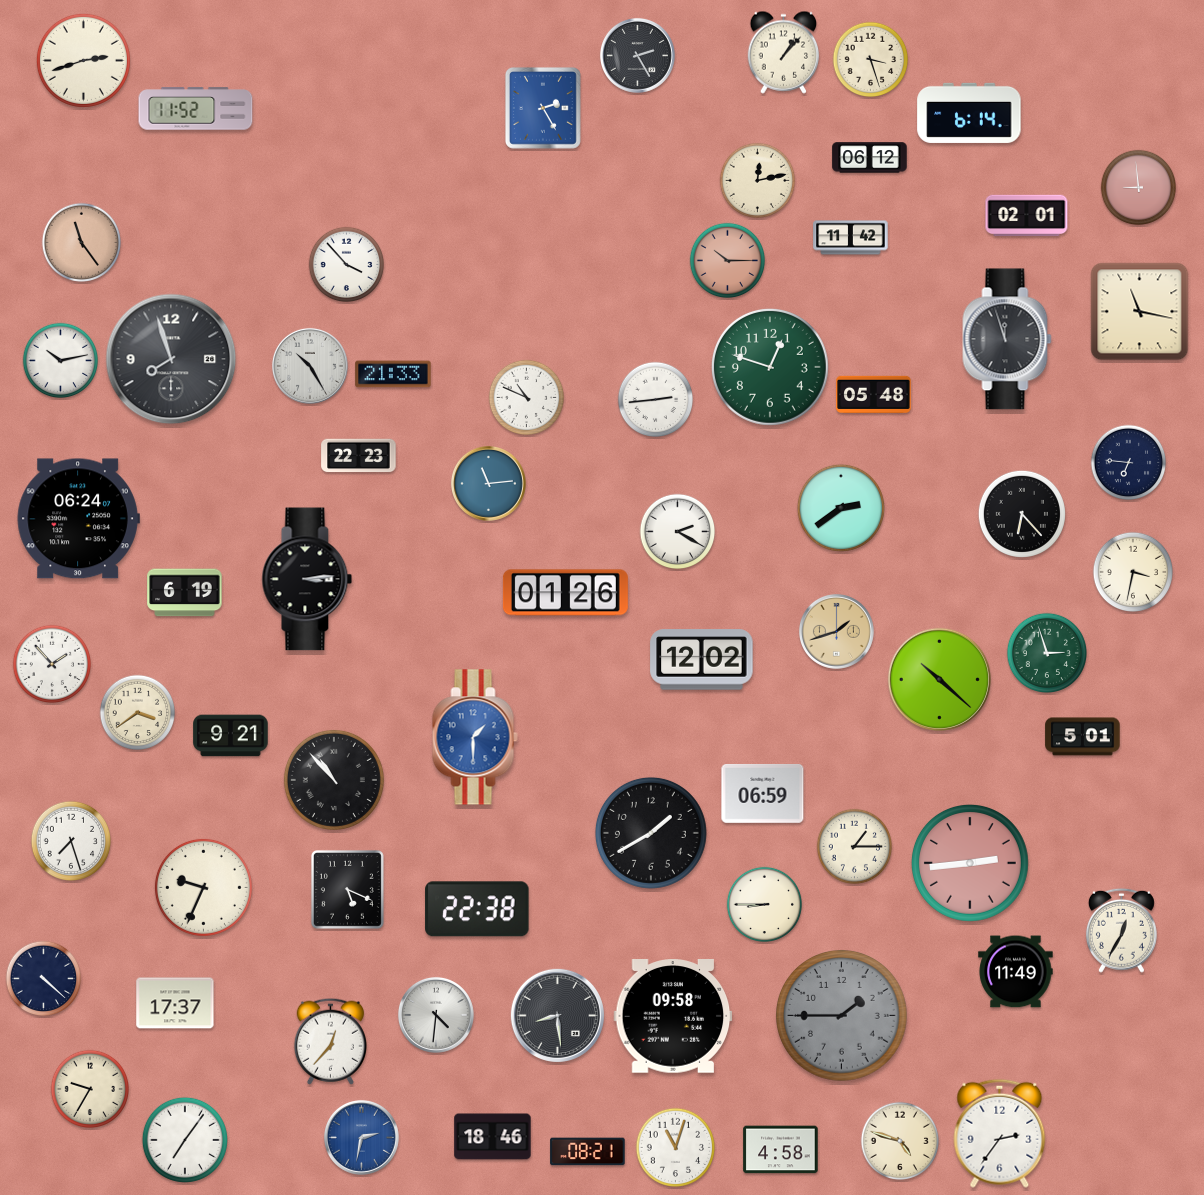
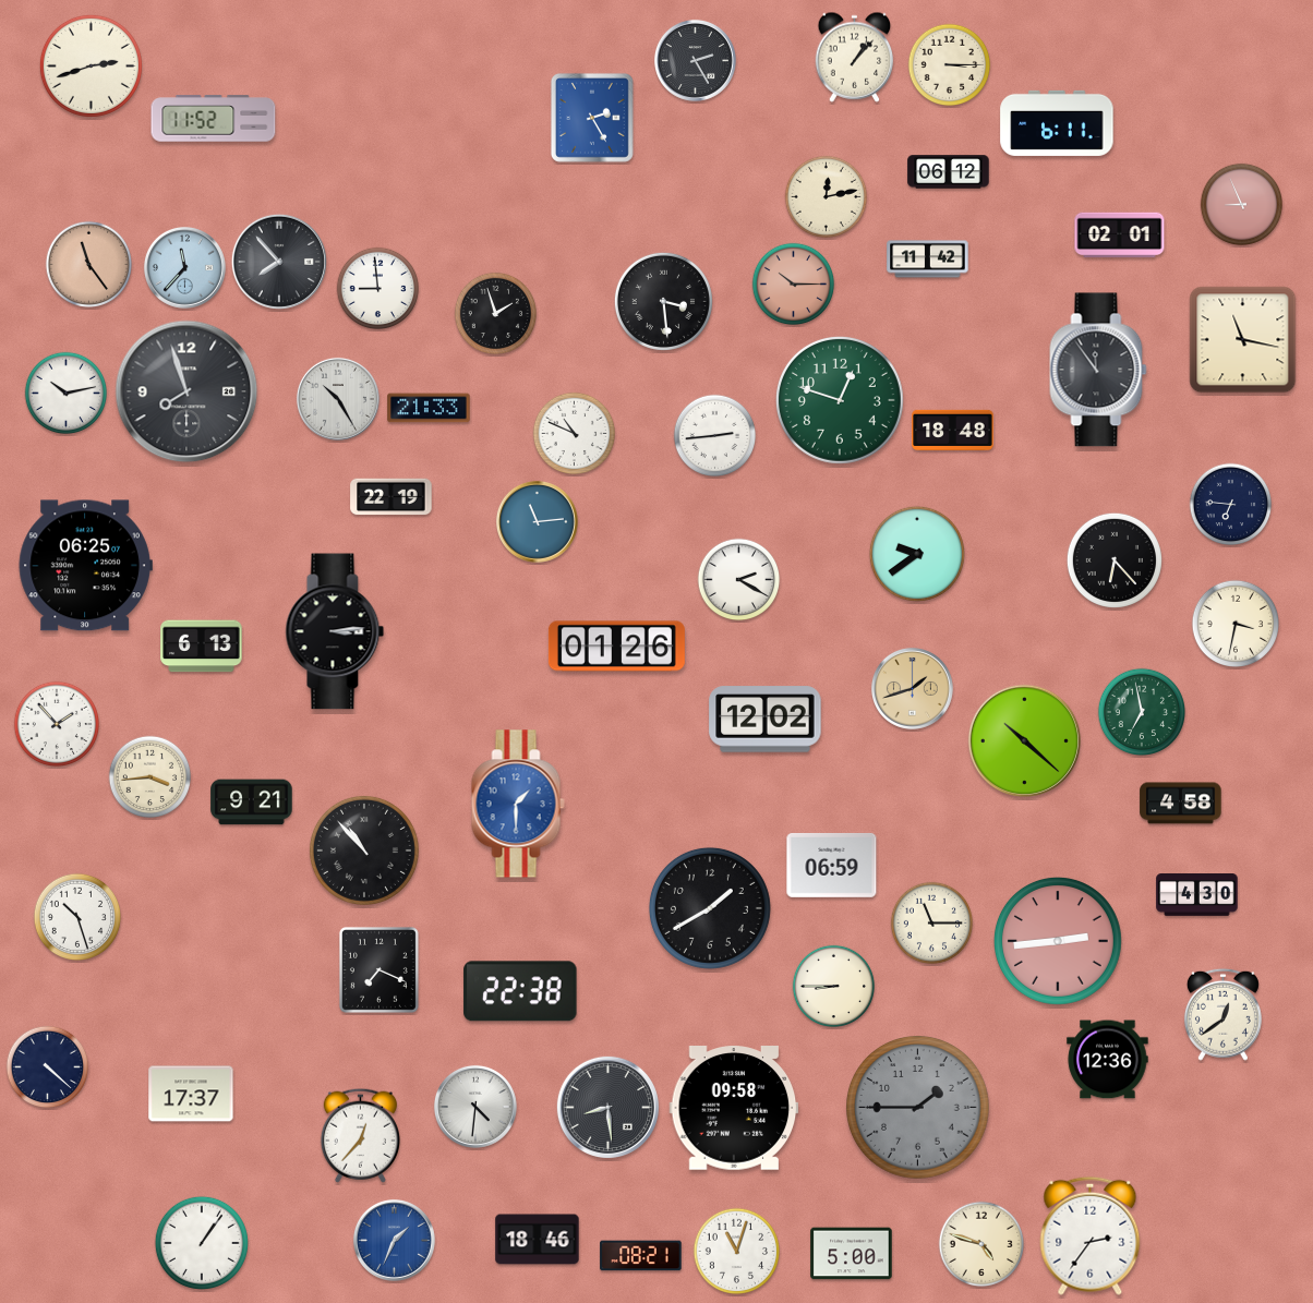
clock at (871, 60): 3:27 -> 3:15
clock at (969, 113): 6:14 -> 6:11
clock at (1139, 188): 8:59 -> 8:56
clock at (279, 262): none -> 7:53
clock at (184, 267): none -> 11:37
clock at (347, 265): 3:53 -> 8:59
clock at (663, 301): none -> 3:29
clock at (496, 314): none -> 1:57
clock at (1007, 339): 11:57 -> 11:54
clock at (874, 394): 05:48 -> 18:48
clock at (359, 456): 22:23 -> 22:19
clock at (488, 483) position: (488, 483) -> (537, 521)
clock at (841, 508): 2:39 -> 9:39
clock at (78, 519): 06:24 -> 06:25
clock at (185, 593): 6:19 -> 6:13
clock at (1046, 652): 2:57 -> 6:58
clock at (138, 713): 3:39 -> 3:44
clock at (1083, 737): 5:01 -> 4:58
clock at (1197, 895): none -> 4:30
clock at (70, 840): 7:27 -> 10:27
clock at (855, 847): 1:15 -> 11:15
clock at (203, 887): 9:34 -> none
clock at (347, 889): 5:19 -> 7:19
clock at (1121, 930): 12:35 -> 12:39
clock at (1016, 972): 11:49 -> 12:36
clock at (90, 1089): 9:35 -> none
clock at (361, 1137): 2:32 -> 1:34
clock at (185, 1140): 7:06 -> 1:06
clock at (781, 1150): 4:58 -> 5:00
